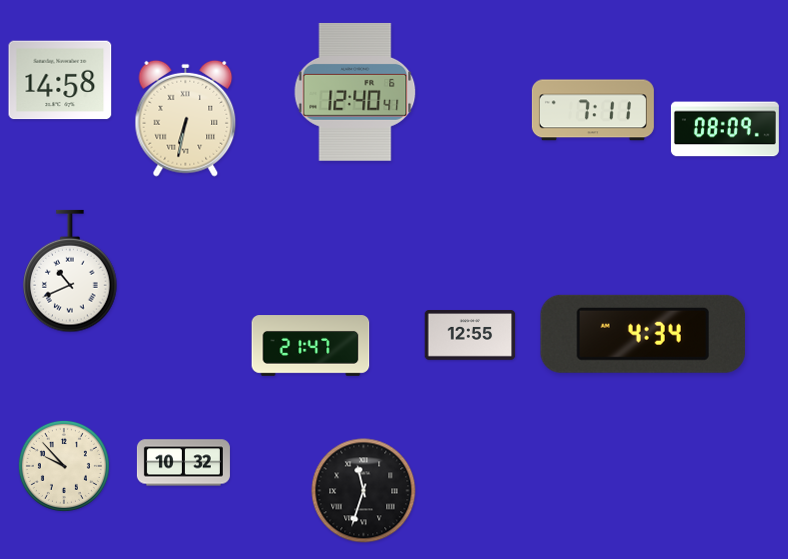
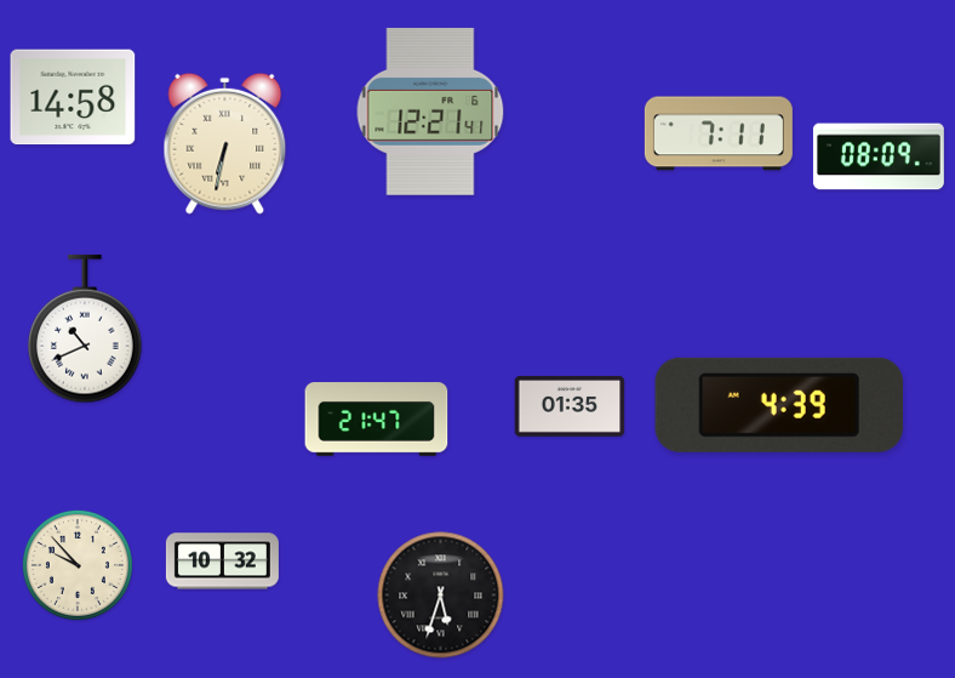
clock at (355, 92): 12:40 -> 12:21
clock at (643, 334): 4:34 -> 4:39
clock at (470, 336): 12:55 -> 01:35
clock at (364, 491): 11:33 -> 5:33
